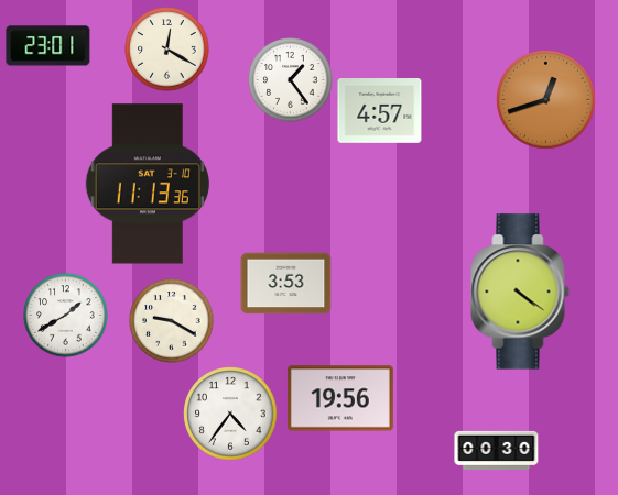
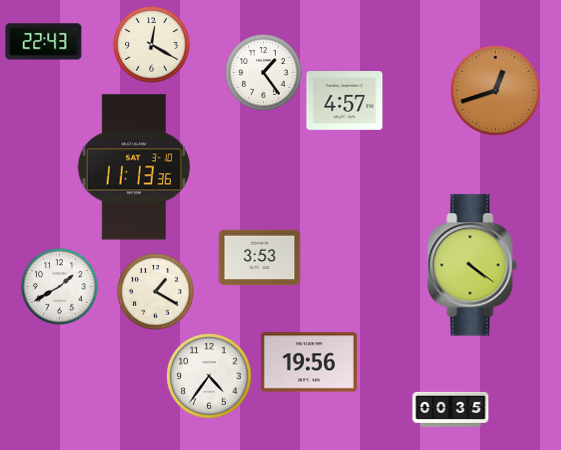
clock at (48, 46): 23:01 -> 22:43
clock at (172, 321): 9:20 -> 1:20
clock at (497, 450): 00:30 -> 00:35
